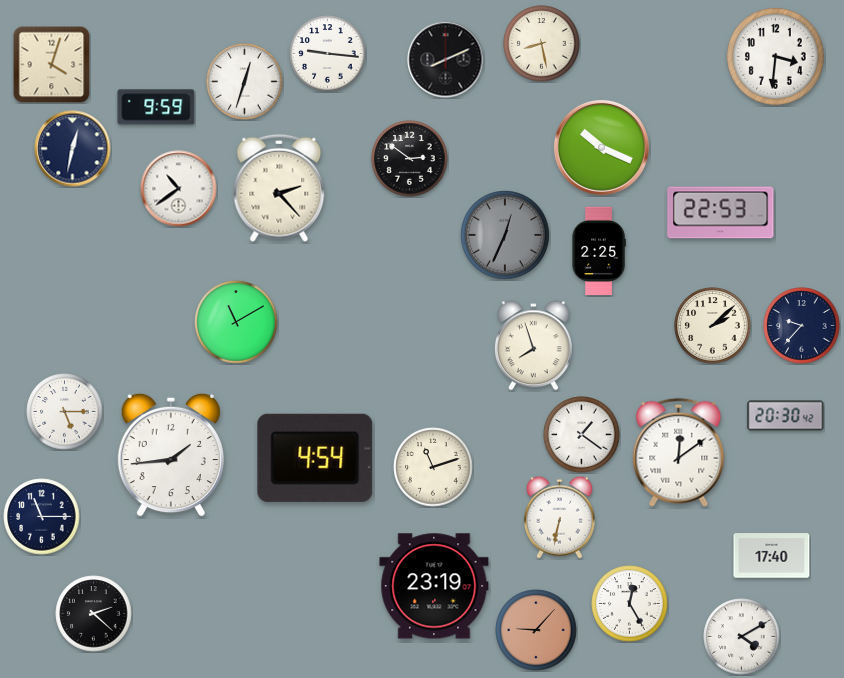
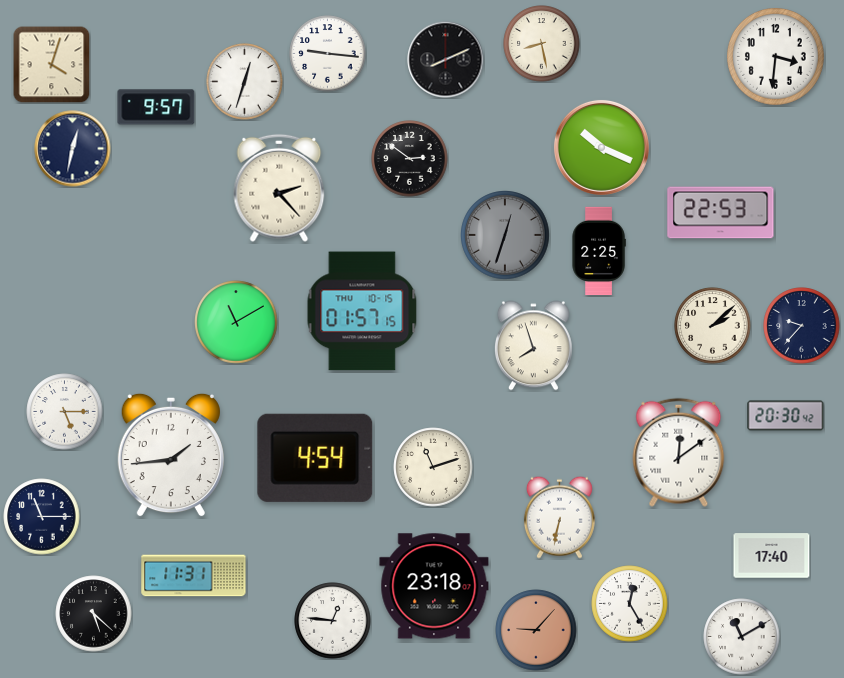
clock at (156, 107): 9:59 -> 9:57
clock at (179, 189): 10:39 -> none
clock at (505, 235): 12:34 -> 12:33
clock at (362, 311): none -> 01:57
clock at (582, 435): 1:21 -> none
clock at (194, 576): none -> 11:31
clock at (434, 586): 23:19 -> 23:18
clock at (94, 614): 2:22 -> 5:22
clock at (333, 621): none -> 12:46
clock at (742, 637): 4:10 -> 11:10
